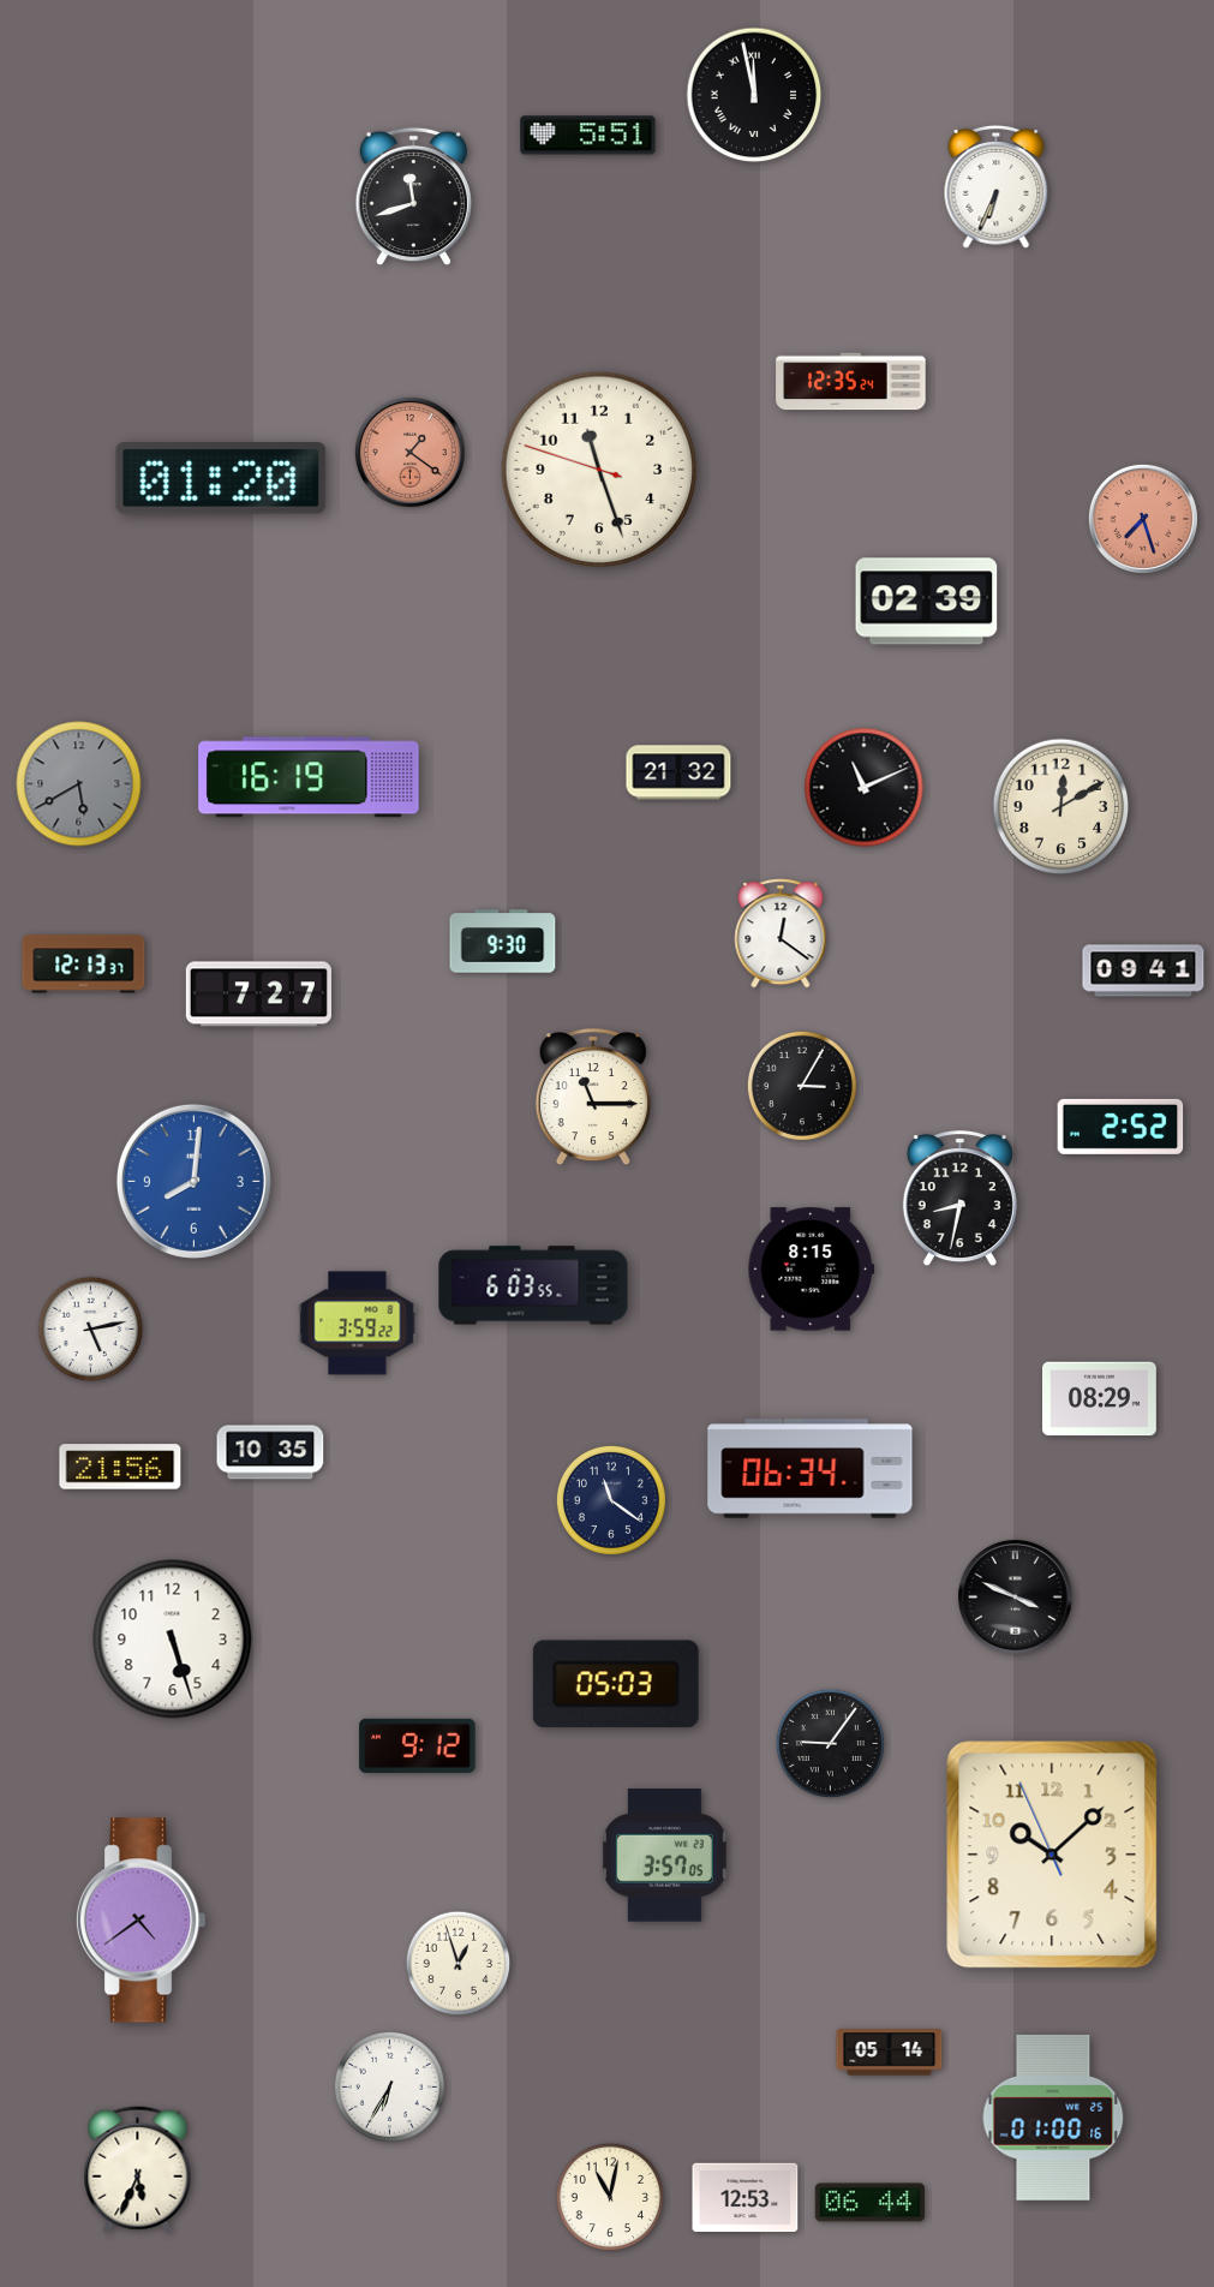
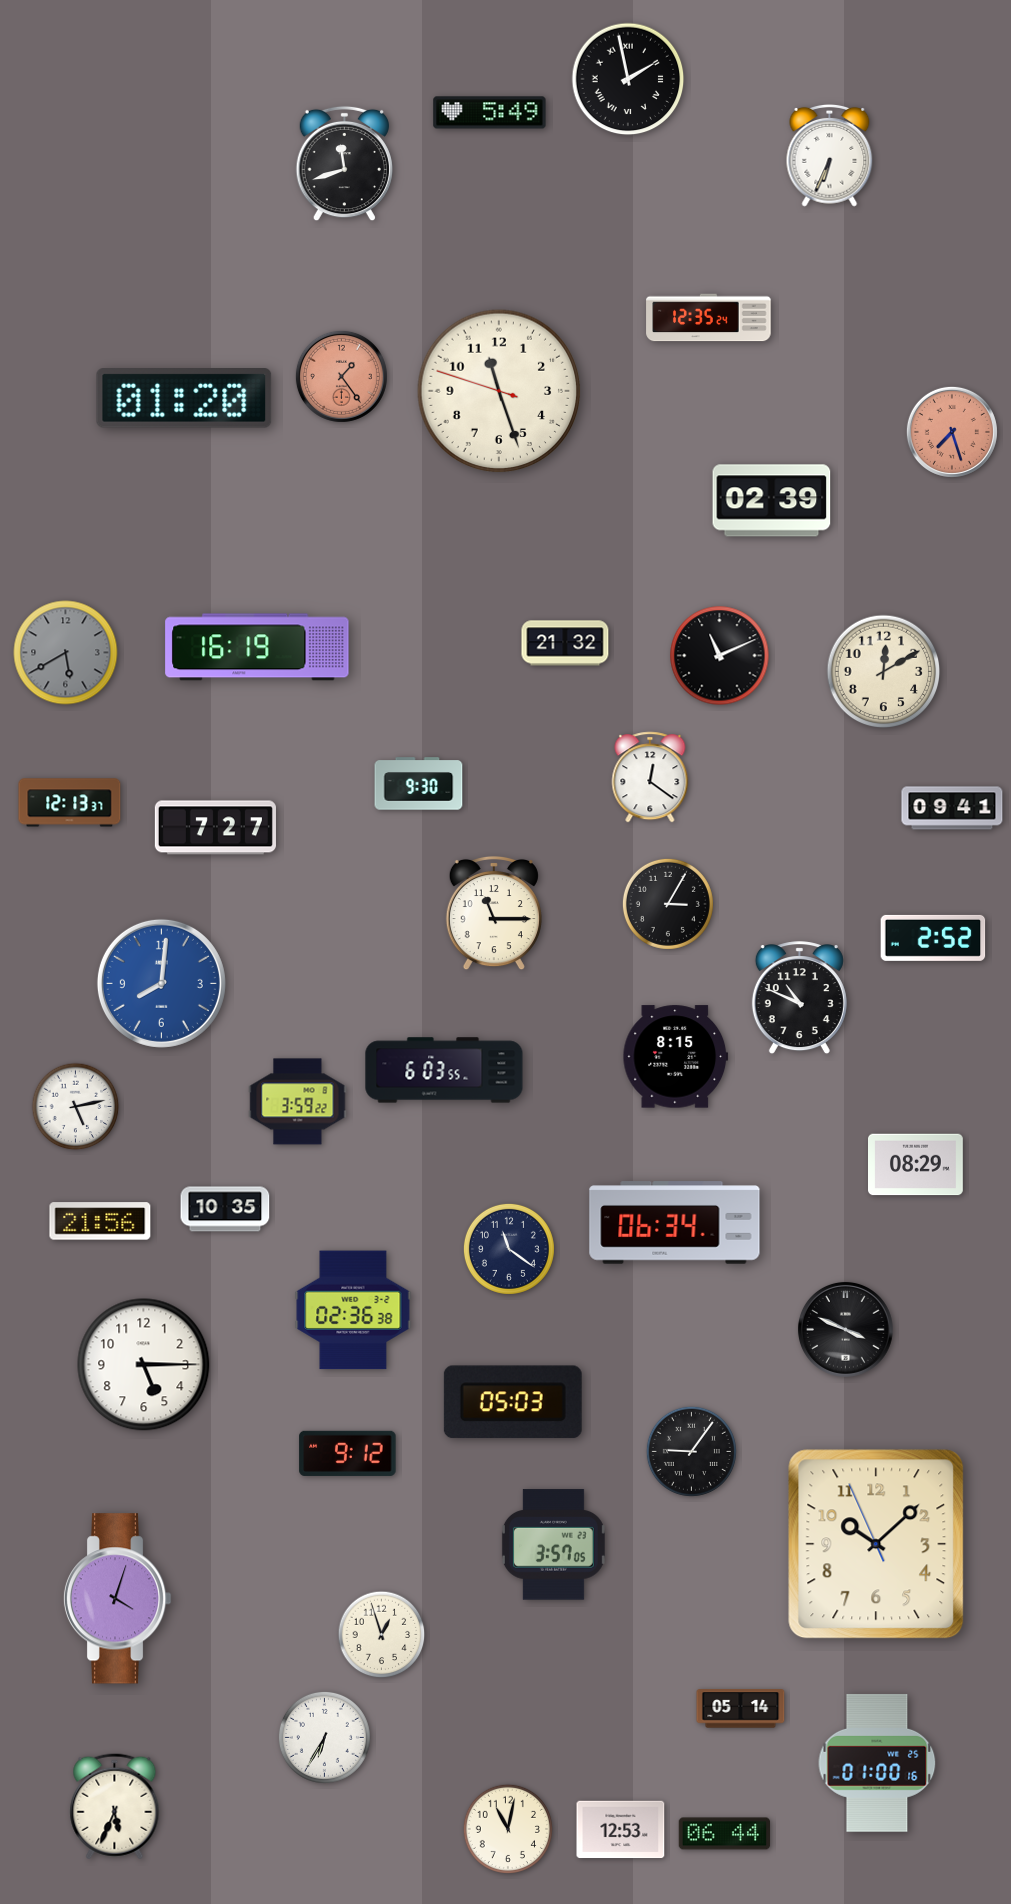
clock at (754, 95): 11:58 -> 1:58
clock at (588, 136): 5:51 -> 5:49
clock at (409, 452): 1:21 -> 1:24
clock at (959, 1199): 8:32 -> 10:49
clock at (353, 1310): none -> 02:36
clock at (173, 1640): 5:27 -> 5:15
clock at (140, 1921): 4:39 -> 4:03
